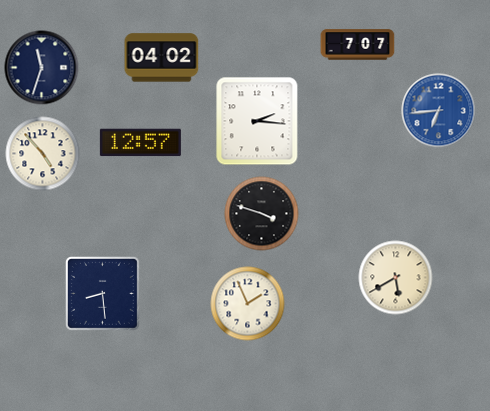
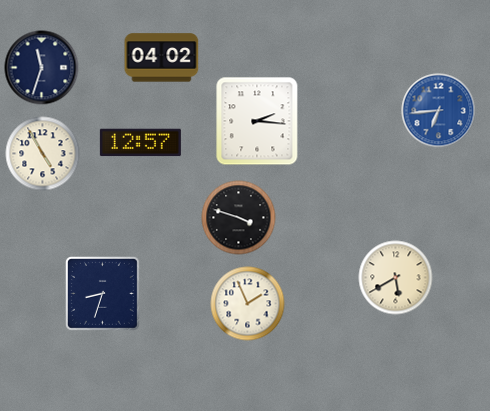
clock at (358, 45): 7:07 -> none
clock at (43, 154): 4:53 -> 4:55
clock at (262, 214) position: (262, 214) -> (239, 218)
clock at (102, 293): 8:29 -> 8:33
